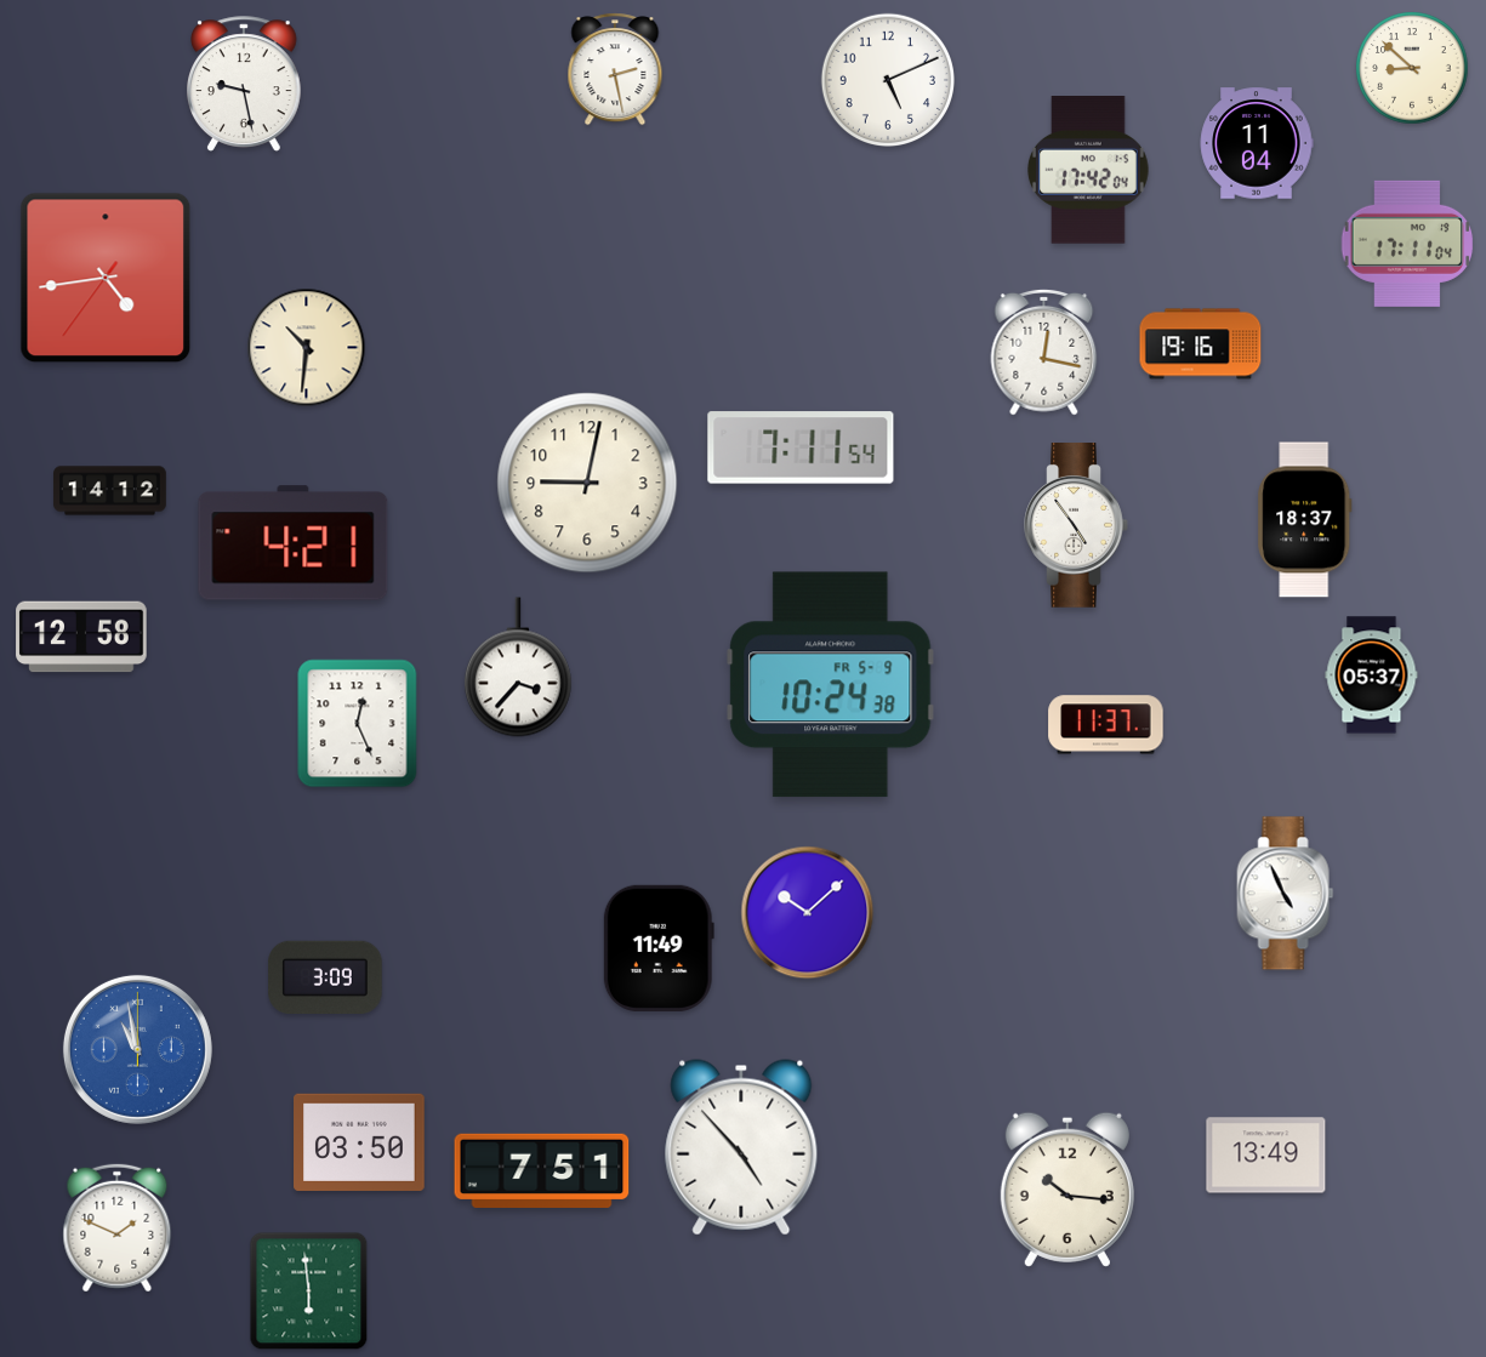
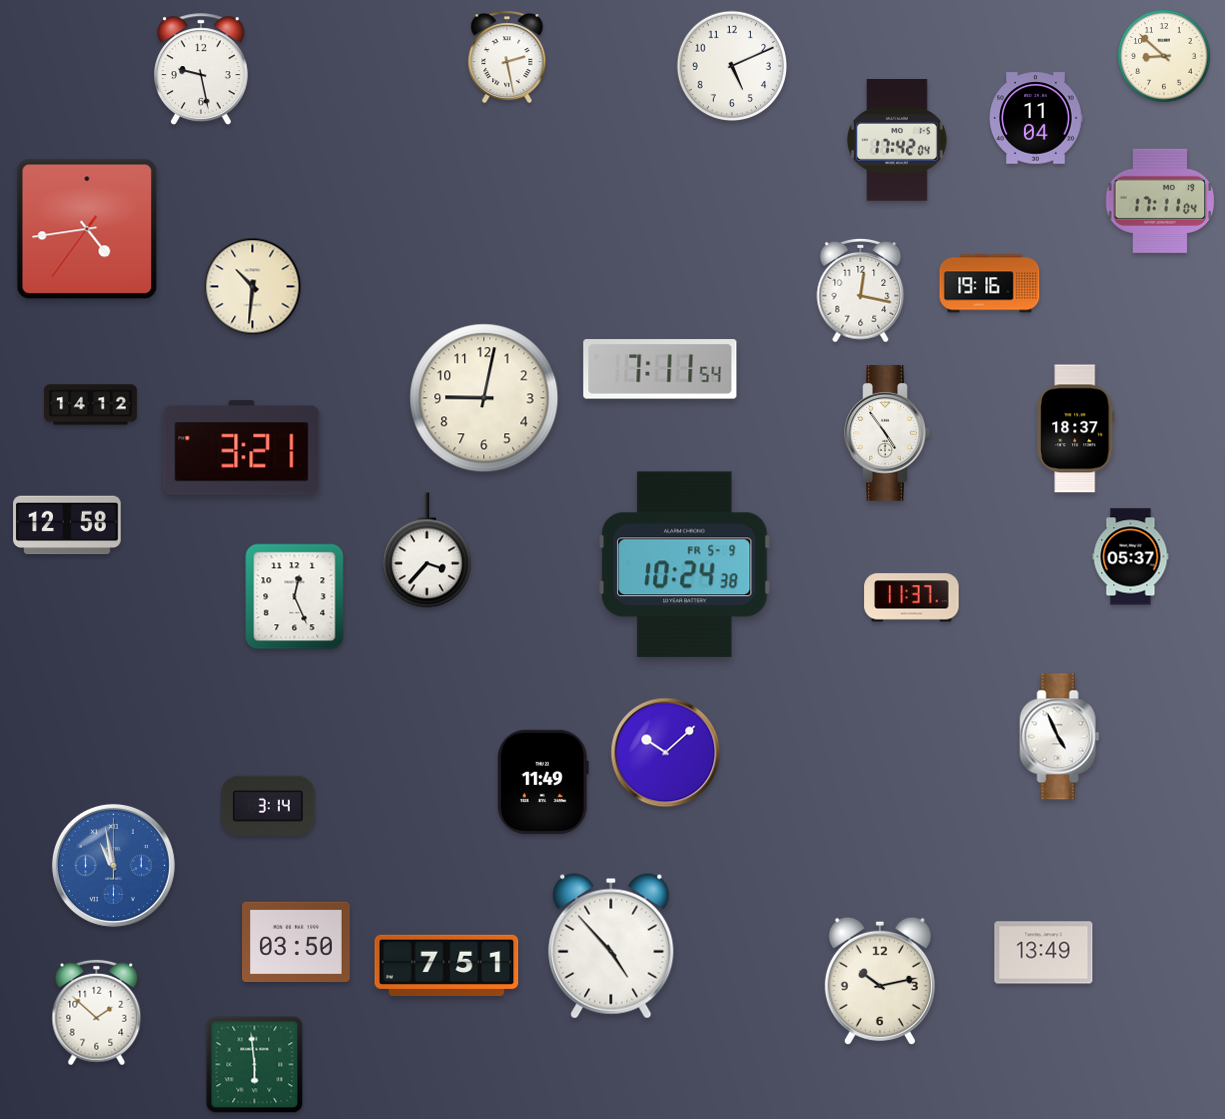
clock at (294, 543): 4:21 -> 3:21
clock at (325, 976): 3:09 -> 3:14
clock at (1067, 1190): 10:16 -> 10:13
clock at (118, 1228): 1:49 -> 1:52
